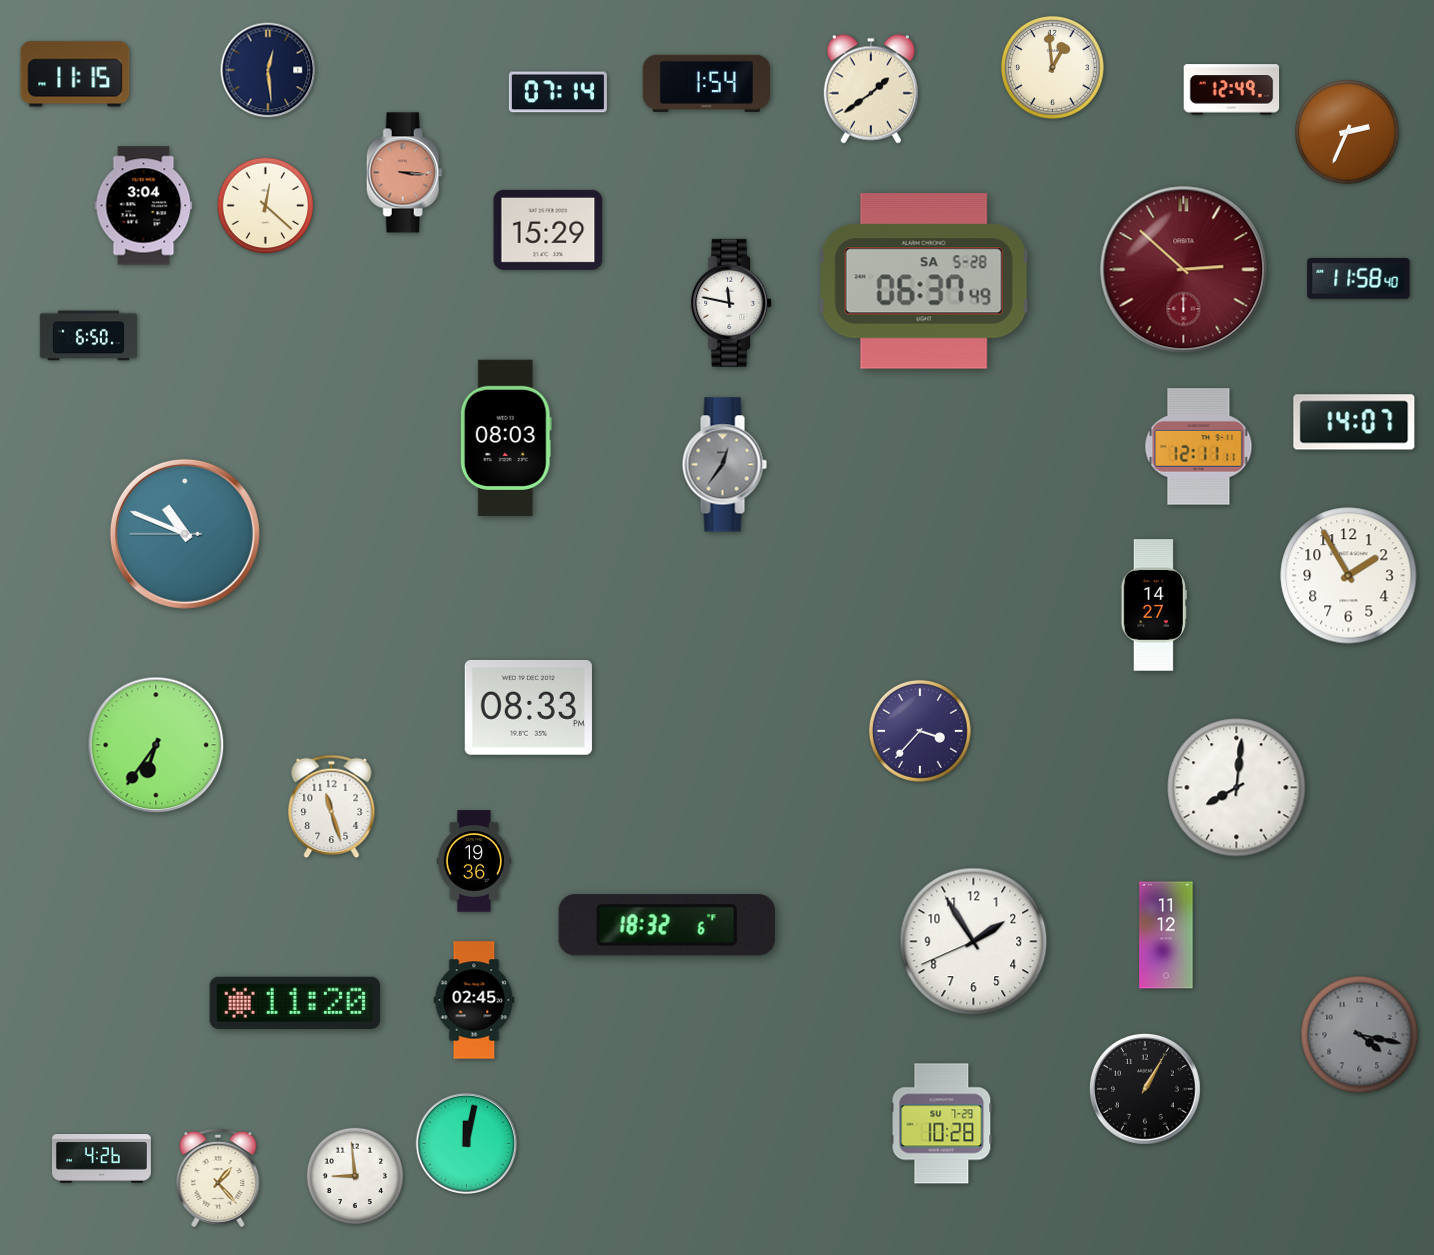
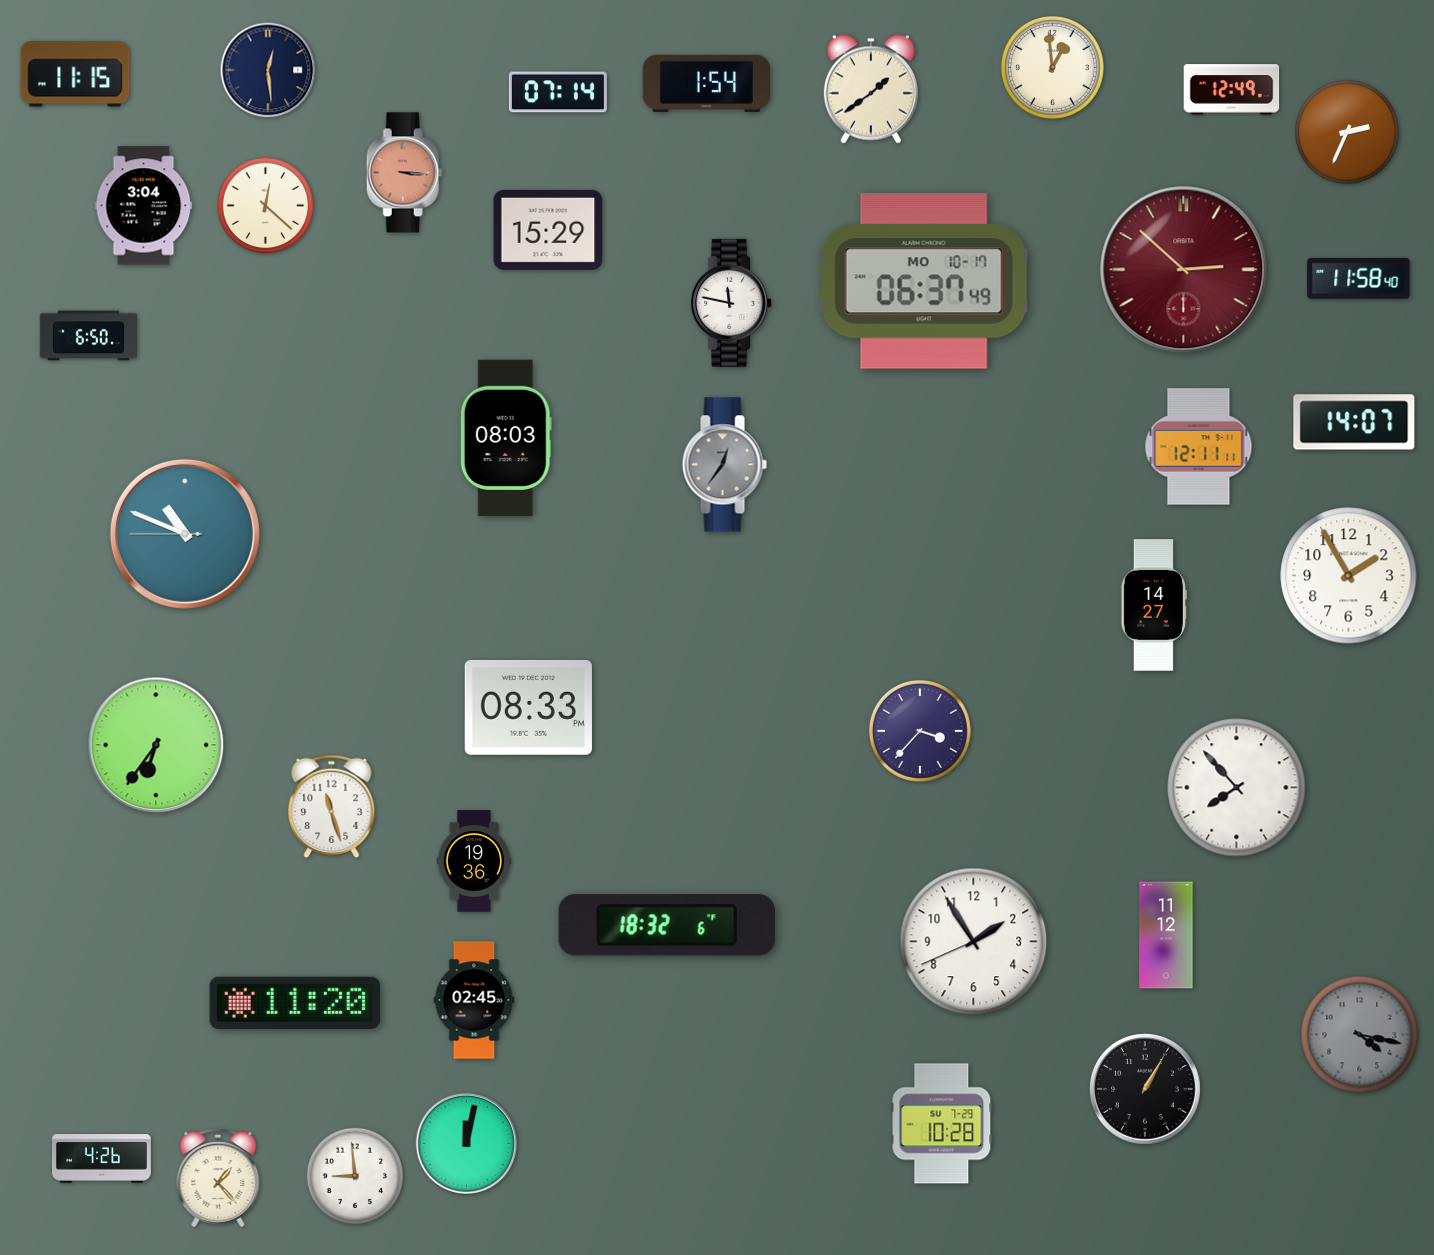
clock at (924, 281) date: SA 5-28 -> MO 10-17
clock at (1237, 788): 8:01 -> 7:53
